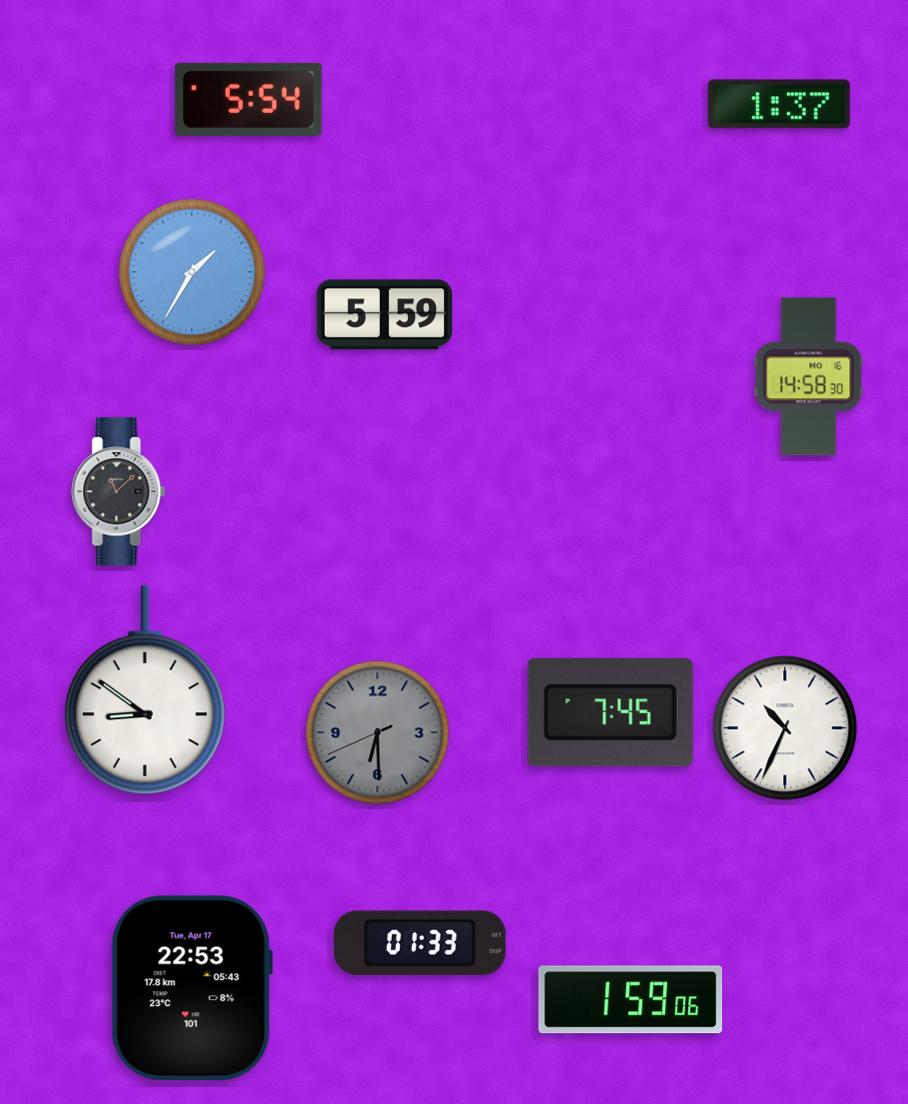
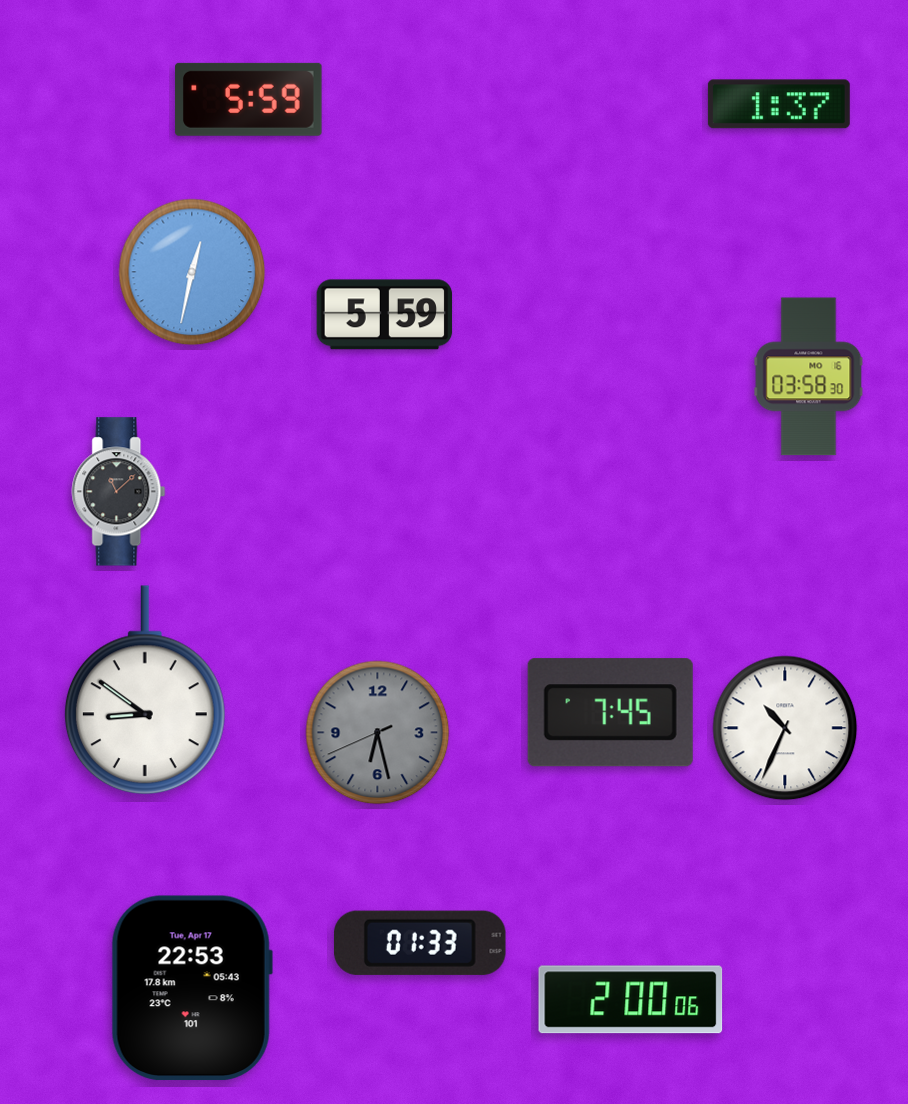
clock at (249, 99): 5:54 -> 5:59
clock at (192, 272): 1:35 -> 12:32
clock at (809, 377): 14:58 -> 03:58
clock at (378, 733): 6:29 -> 6:27
clock at (631, 1000): 1:59 -> 2:00
